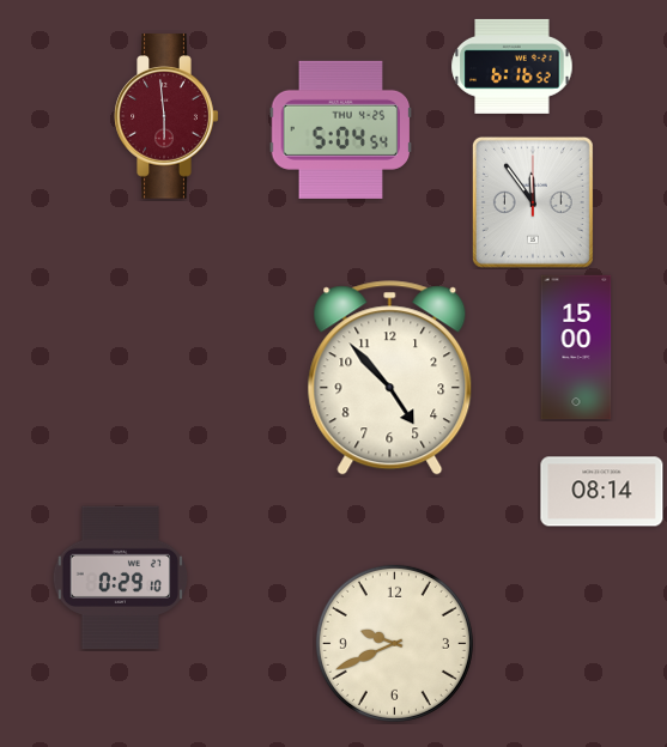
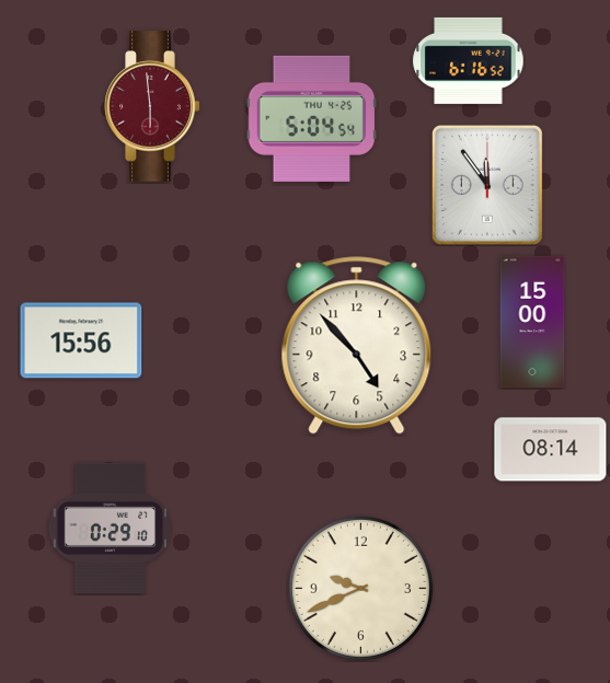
clock at (576, 347) position: (576, 347) -> (532, 322)
clock at (81, 340): none -> 15:56
